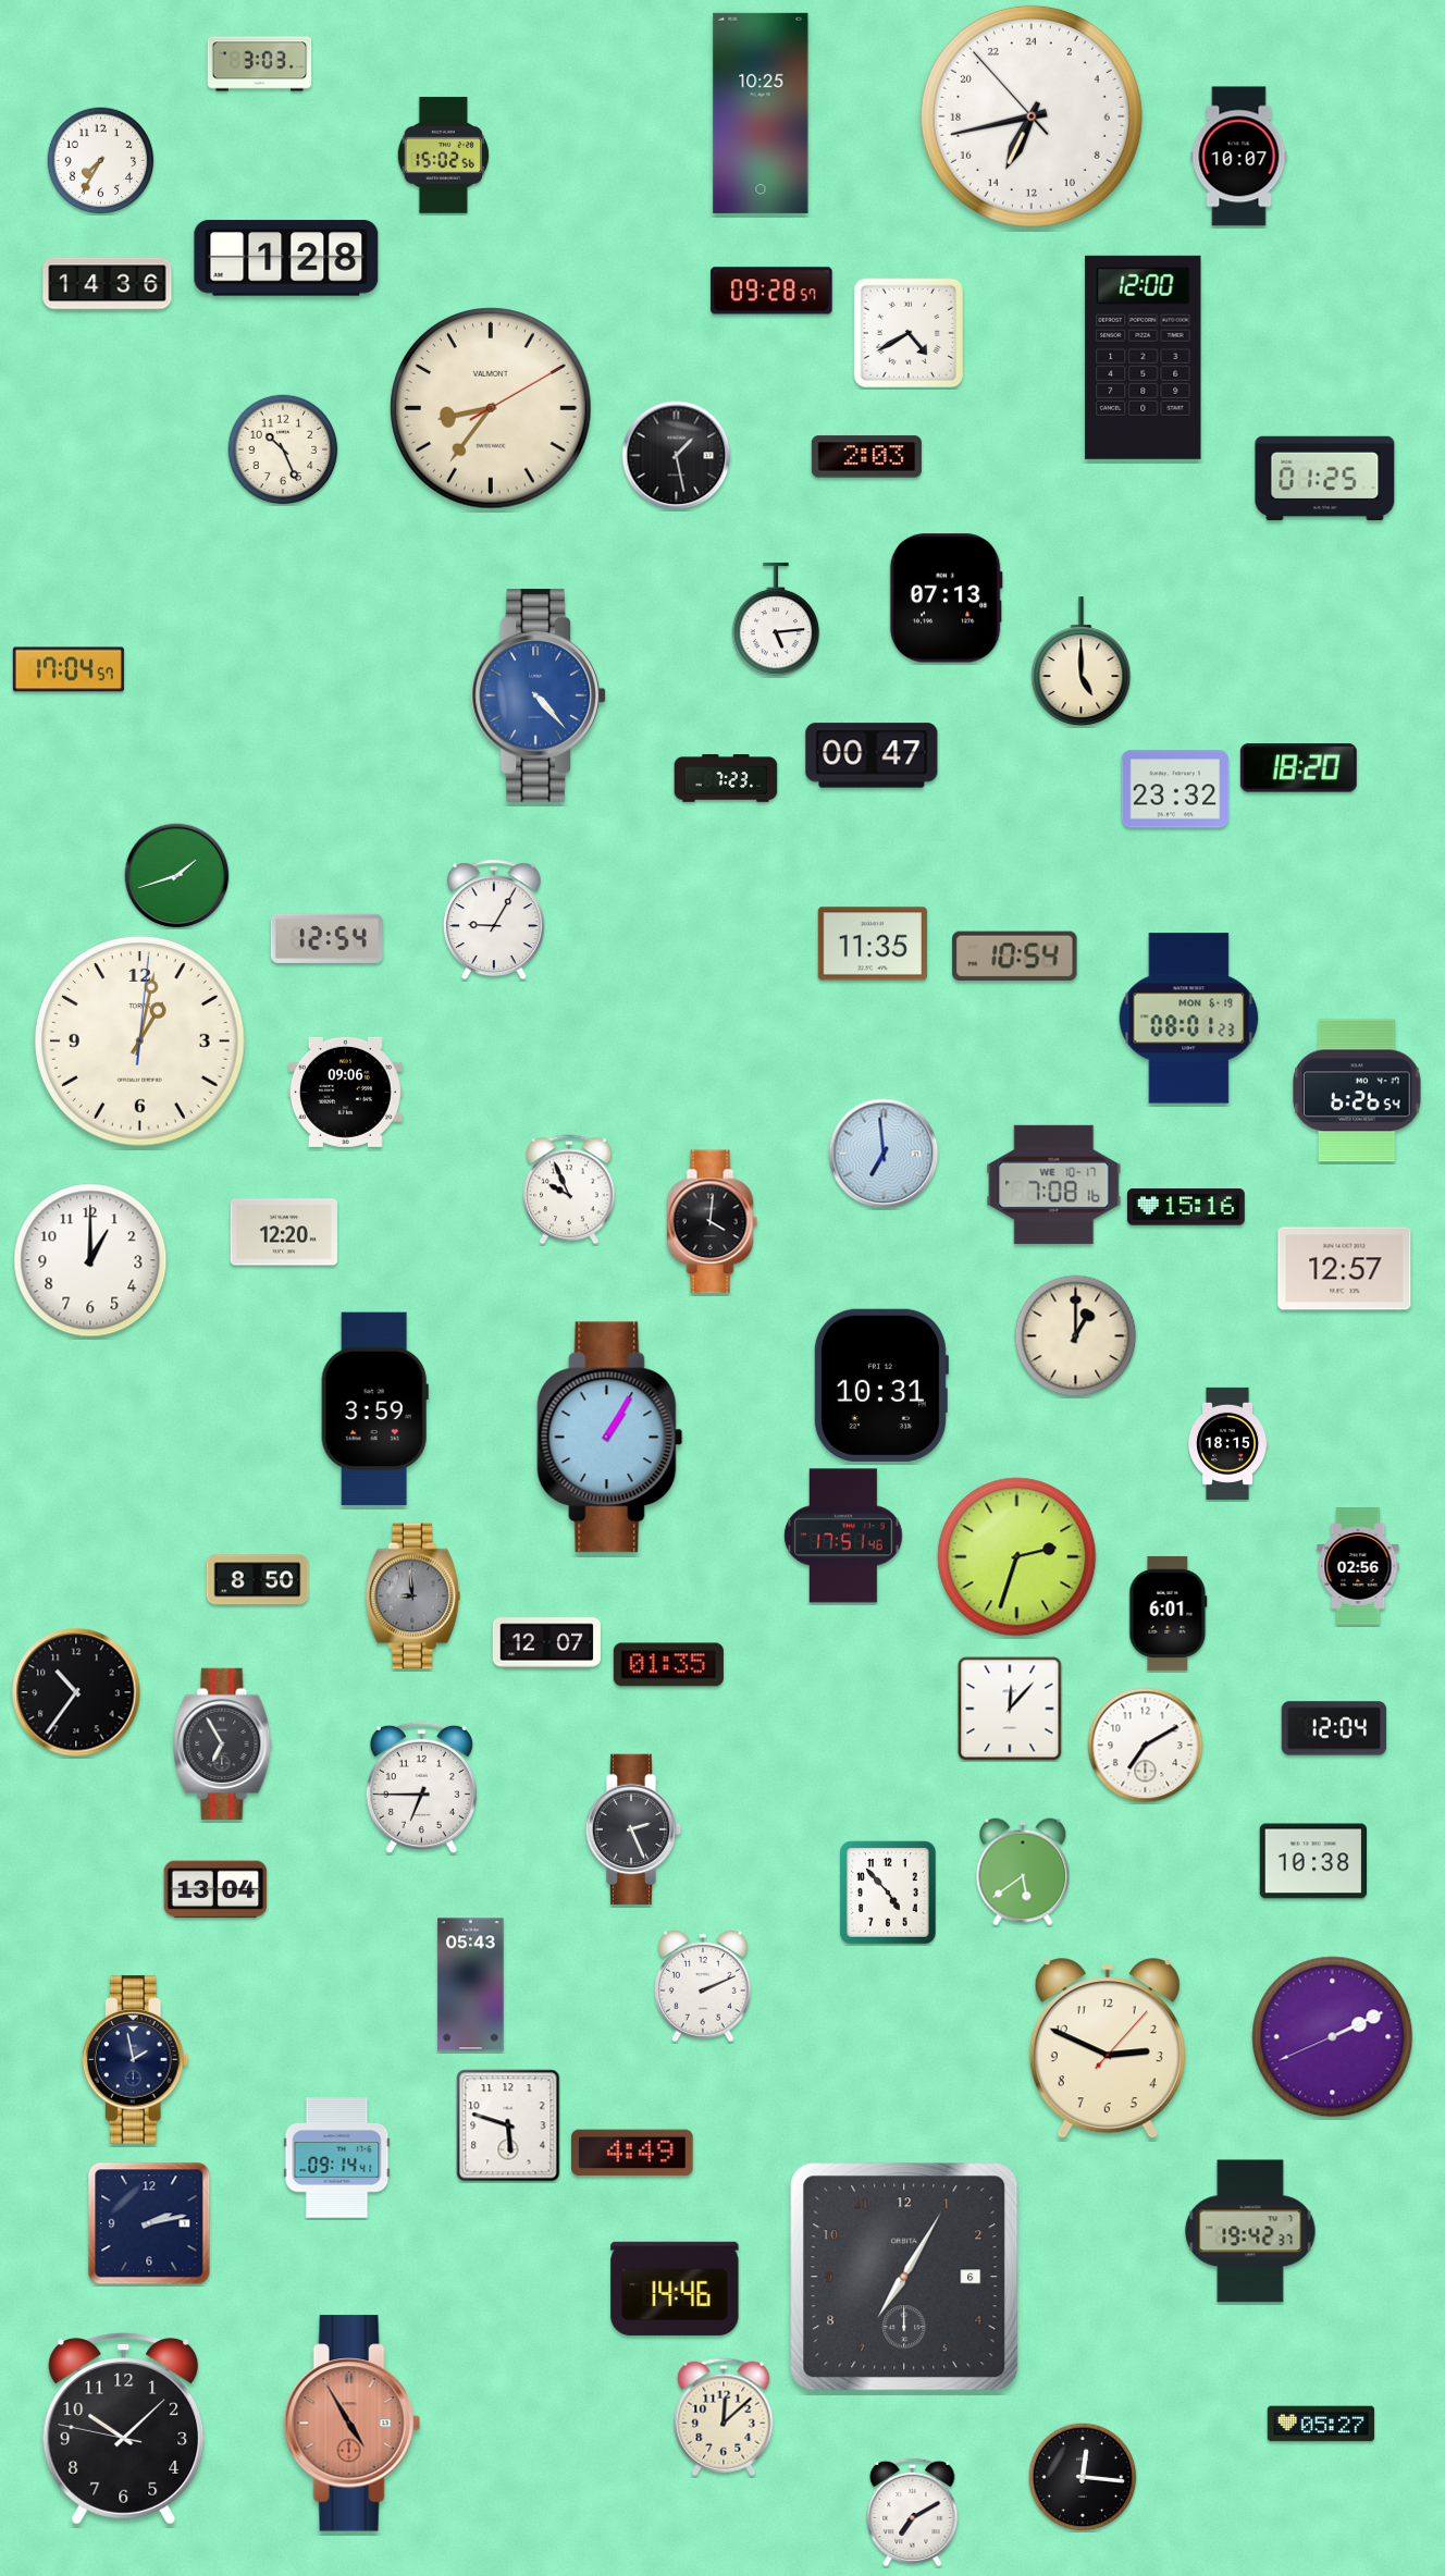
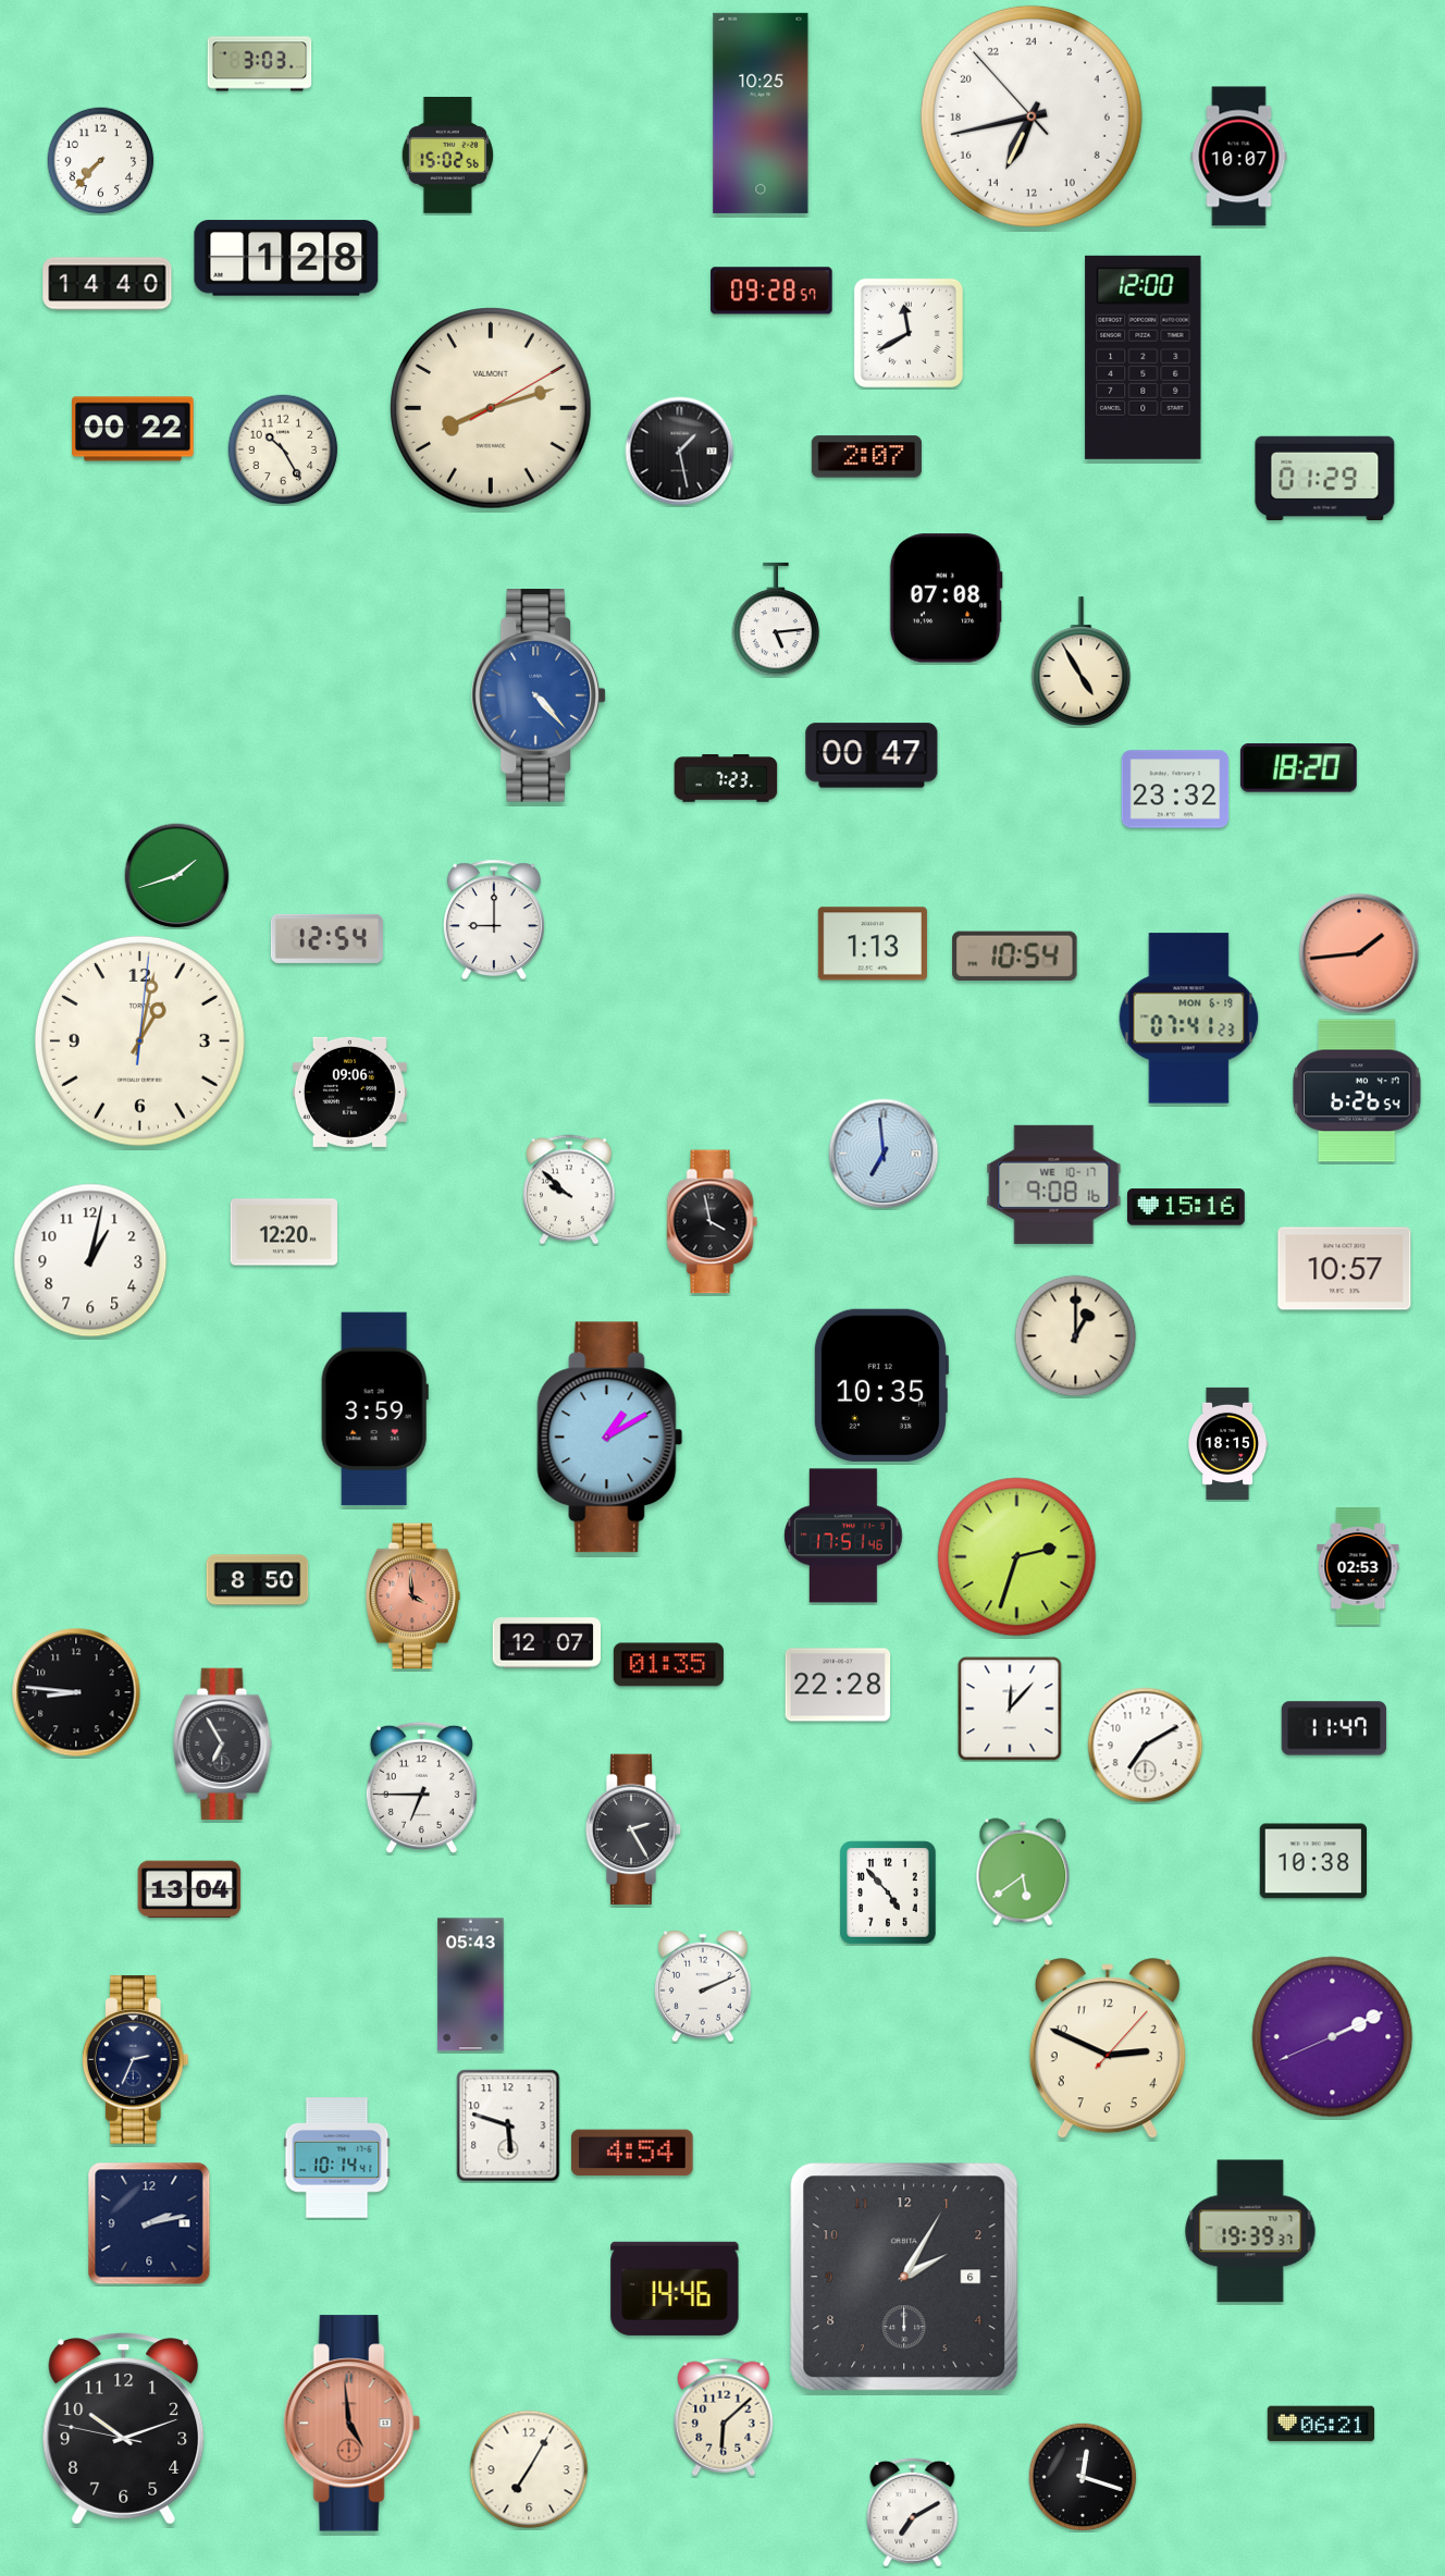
clock at (443, 155) position: (443, 155) -> (447, 155)
clock at (101, 161): 7:35 -> 7:37
clock at (108, 284): 14:36 -> 14:40
clock at (909, 333): 4:40 -> 11:40
clock at (492, 409): 8:36 -> 8:12
clock at (133, 429): none -> 00:22
clock at (283, 449): 10:26 -> 10:25
clock at (677, 456) position: (677, 456) -> (680, 452)
clock at (866, 457): 2:03 -> 2:07
clock at (1325, 479): 01:25 -> 01:29
clock at (946, 599): 07:13 -> 07:08
clock at (1082, 662): 5:00 -> 4:55
clock at (69, 669): 17:04 -> none
clock at (494, 920): 9:05 -> 9:00
clock at (873, 944): 11:35 -> 1:13
clock at (1359, 953): none -> 1:44
clock at (1189, 1019): 08:01 -> 07:41
clock at (345, 1092) position: (345, 1092) -> (349, 1092)
clock at (1054, 1184): 7:08 -> 9:08
clock at (569, 1190): 9:56 -> 9:52
clock at (713, 1222): 4:01 -> 3:58
clock at (90, 1260): 1:00 -> 1:02
clock at (1345, 1269): 12:57 -> 10:57
clock at (880, 1385): 10:31 -> 10:35
clock at (610, 1438): 1:05 -> 1:10
clock at (1358, 1567): 02:56 -> 02:53
clock at (413, 1597): 8:59 -> 3:59
clock at (413, 1597) dial: grey -> salmon
clock at (1169, 1613): 6:01 -> none
clock at (838, 1685): none -> 22:28
clock at (76, 1692): 10:36 -> 8:46
clock at (1334, 1728): 12:04 -> 11:47
clock at (633, 1829): 2:26 -> 2:25
clock at (215, 1889) position: (215, 1889) -> (189, 1889)
clock at (135, 2060): 1:58 -> 2:34
clock at (632, 2153): 4:49 -> 4:54
clock at (337, 2158): 09:14 -> 10:14
clock at (1250, 2231): 19:42 -> 19:39
clock at (904, 2277): 7:05 -> 2:05
clock at (724, 2417): 12:08 -> 6:08
clock at (351, 2424): 4:55 -> 4:59
clock at (1321, 2424): 05:27 -> 06:21
clock at (124, 2429): 10:07 -> 10:11
clock at (529, 2469): none -> 7:05
clock at (1083, 2477): 12:16 -> 12:18
